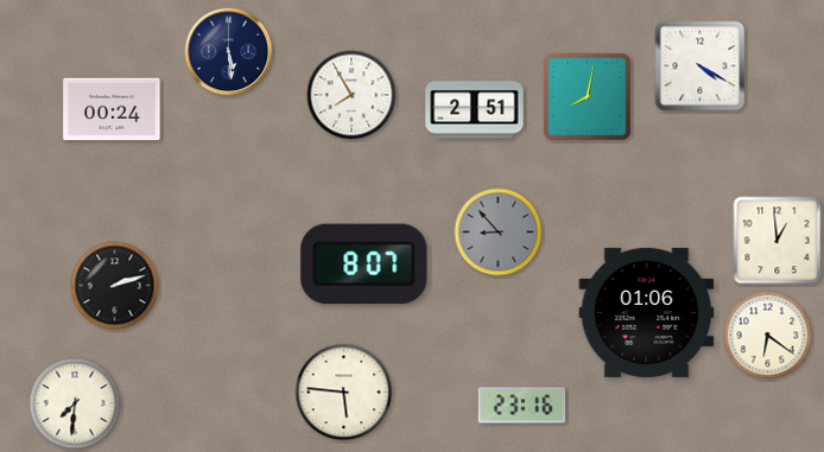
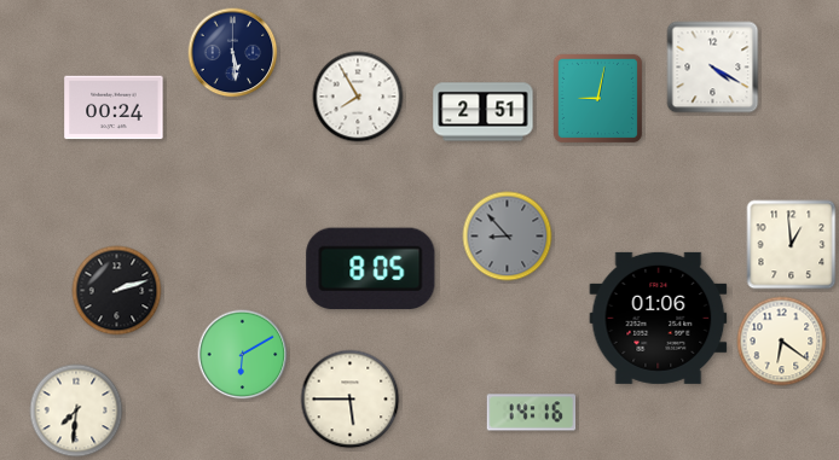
clock at (587, 96): 8:02 -> 9:02
clock at (112, 109) position: (112, 109) -> (114, 107)
clock at (365, 265): 8:07 -> 8:05
clock at (243, 355): none -> 6:10
clock at (344, 393): 5:46 -> 5:45
clock at (522, 406): 23:16 -> 14:16
